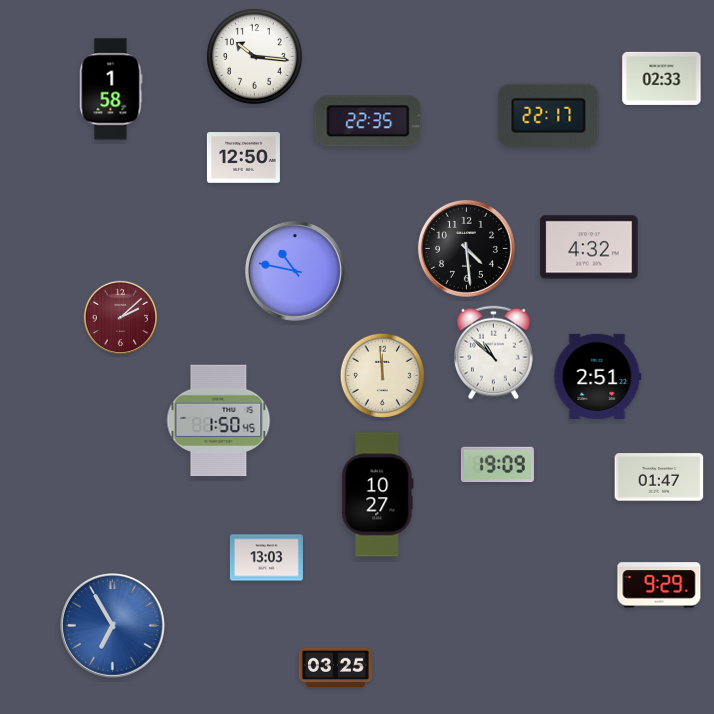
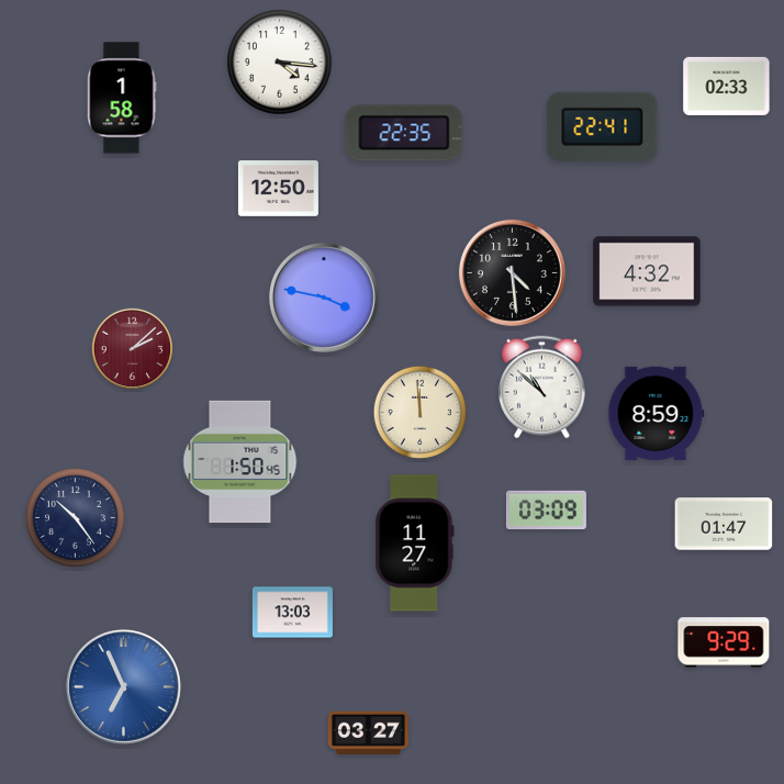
clock at (255, 57): 10:16 -> 4:16
clock at (549, 115): 22:17 -> 22:41
clock at (243, 158) position: (243, 158) -> (278, 189)
clock at (295, 271): 10:47 -> 3:47
clock at (598, 376): 2:51 -> 8:59
clock at (497, 465): 19:09 -> 03:09
clock at (75, 517): none -> 10:24
clock at (378, 495): 10:27 -> 11:27
clock at (112, 625): 6:55 -> 6:56
clock at (335, 667): 03:25 -> 03:27
